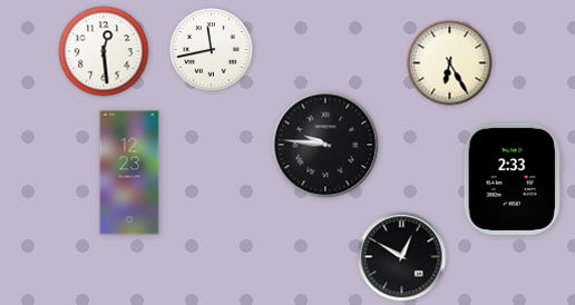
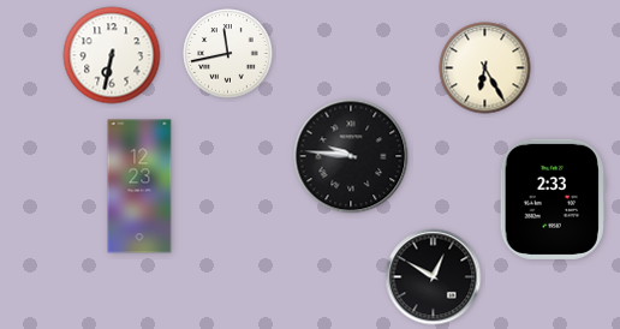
clock at (104, 51): 12:29 -> 6:32
clock at (513, 179) position: (513, 179) -> (553, 199)
